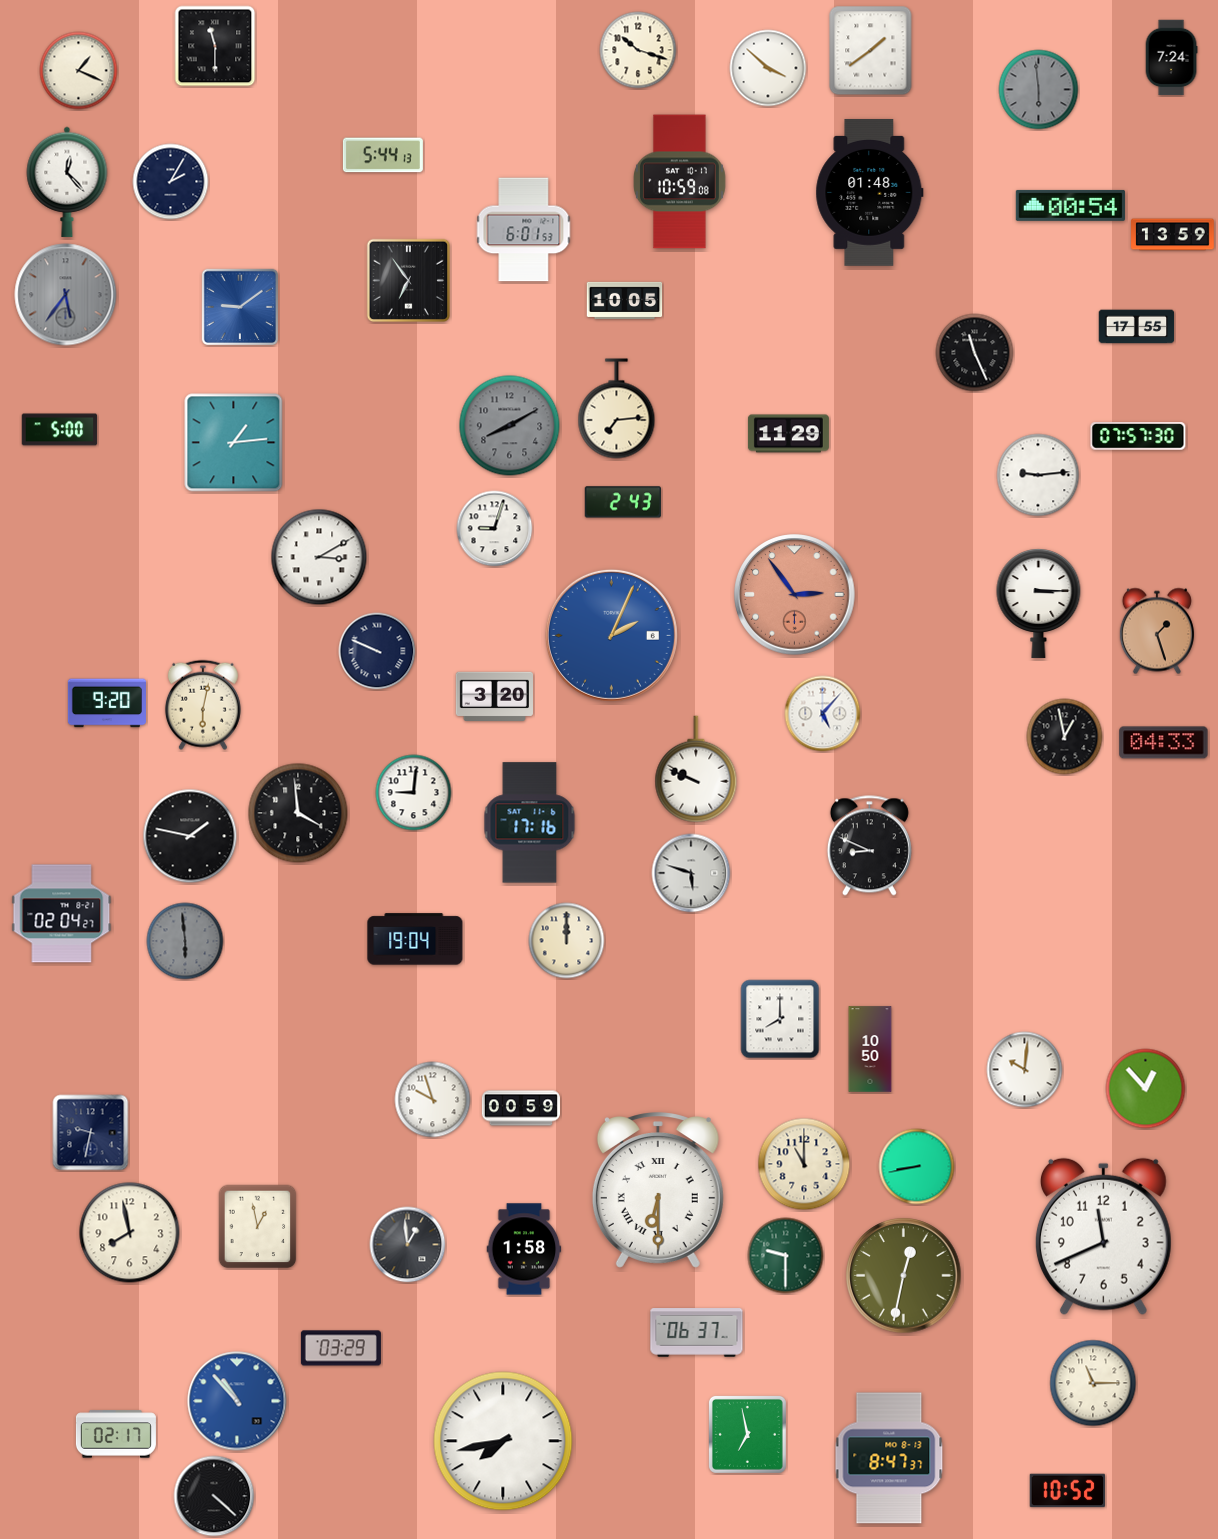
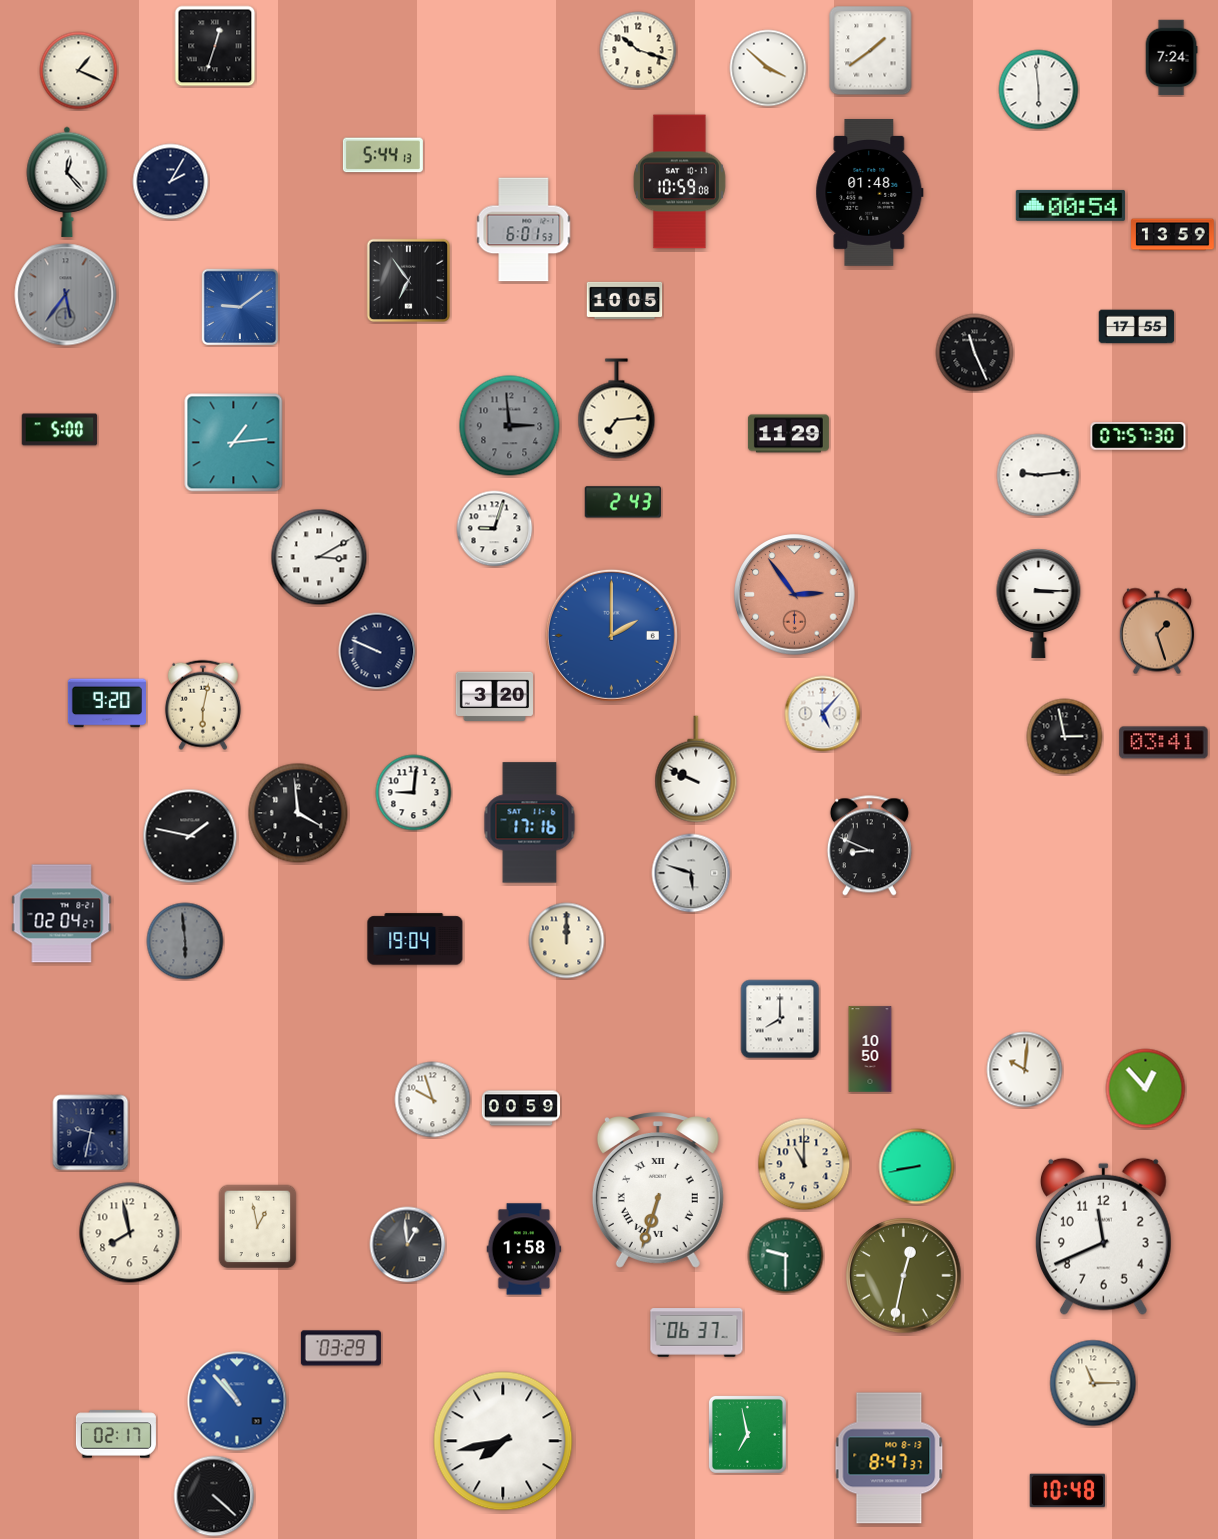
clock at (215, 46): 11:30 -> 12:33
clock at (1039, 90) dial: grey -> white
clock at (510, 426): 8:10 -> 2:59
clock at (611, 635): 2:04 -> 2:00
clock at (1065, 737): 12:58 -> 2:58
clock at (1164, 743): 04:33 -> 03:41
clock at (658, 1190): 6:30 -> 6:33
clock at (1068, 1491): 10:52 -> 10:48
